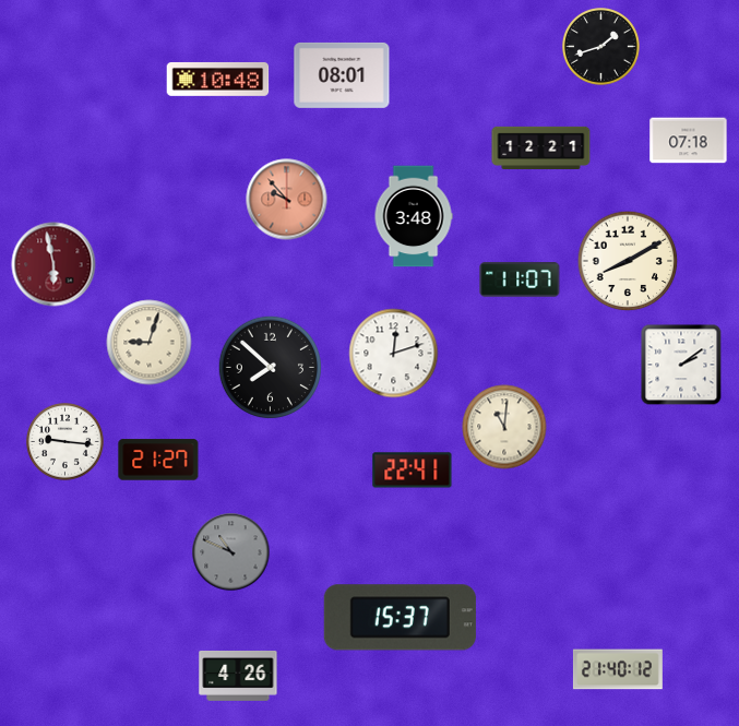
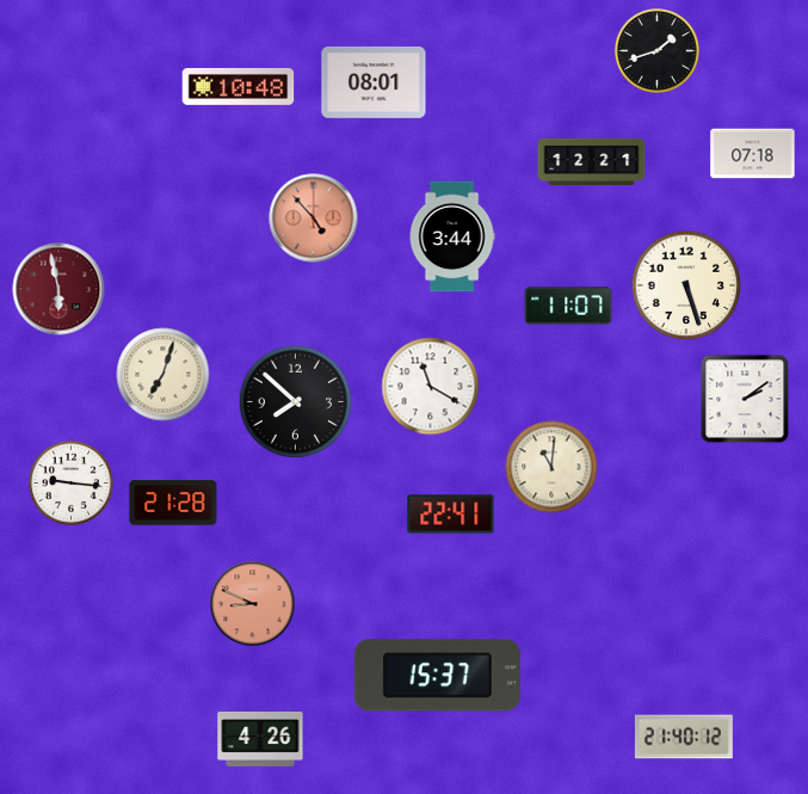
clock at (287, 200): 9:53 -> 4:53
clock at (414, 216): 3:48 -> 3:44
clock at (628, 261): 8:10 -> 5:27
clock at (150, 343): 9:03 -> 7:03
clock at (394, 354): 12:12 -> 11:20
clock at (158, 460): 21:27 -> 21:28
clock at (231, 552): 10:49 -> 8:49
clock at (231, 552) dial: grey -> salmon
clock at (618, 669) position: (618, 669) -> (684, 737)
